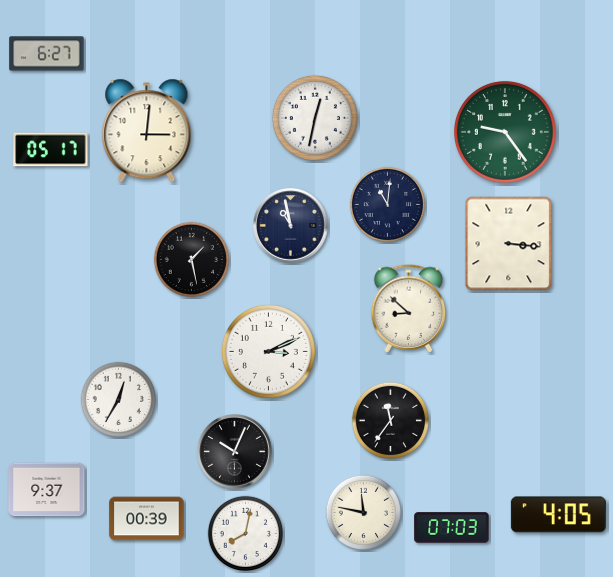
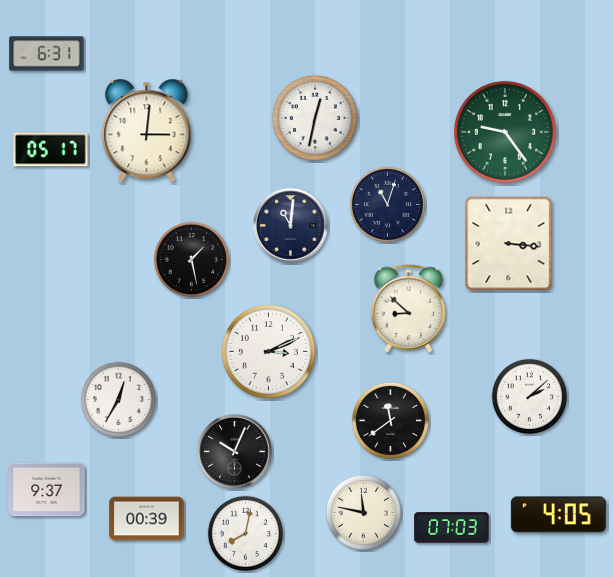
clock at (47, 54): 6:27 -> 6:31
clock at (387, 204): 11:01 -> 11:03
clock at (291, 226): 10:58 -> 11:01
clock at (529, 396): none -> 2:08
clock at (390, 420): 11:36 -> 11:39
